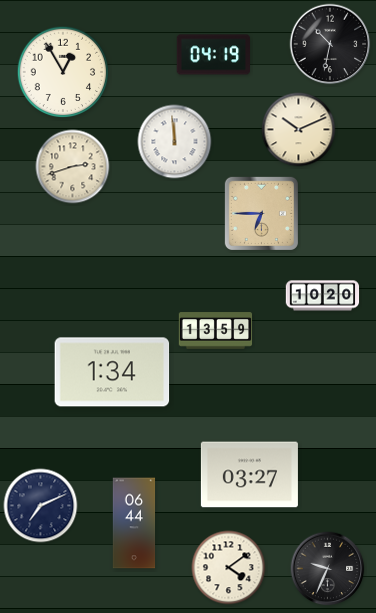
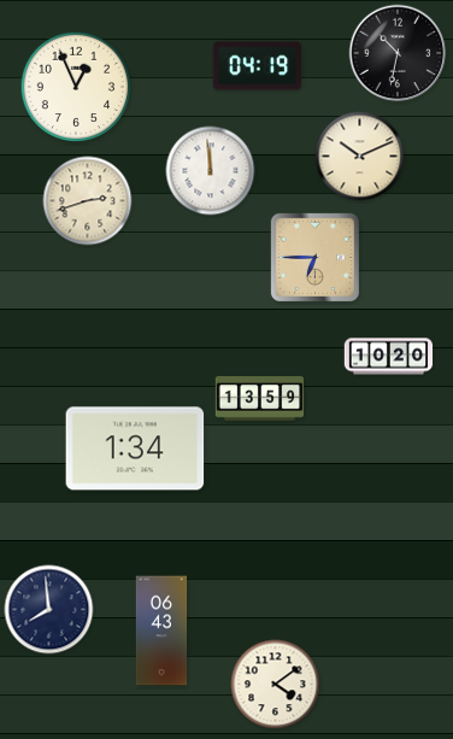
clock at (63, 72): 12:55 -> 12:56
clock at (249, 475): 03:27 -> none
clock at (41, 506): 7:11 -> 7:59
clock at (134, 523): 06:44 -> 06:43
clock at (328, 569): 9:34 -> none
